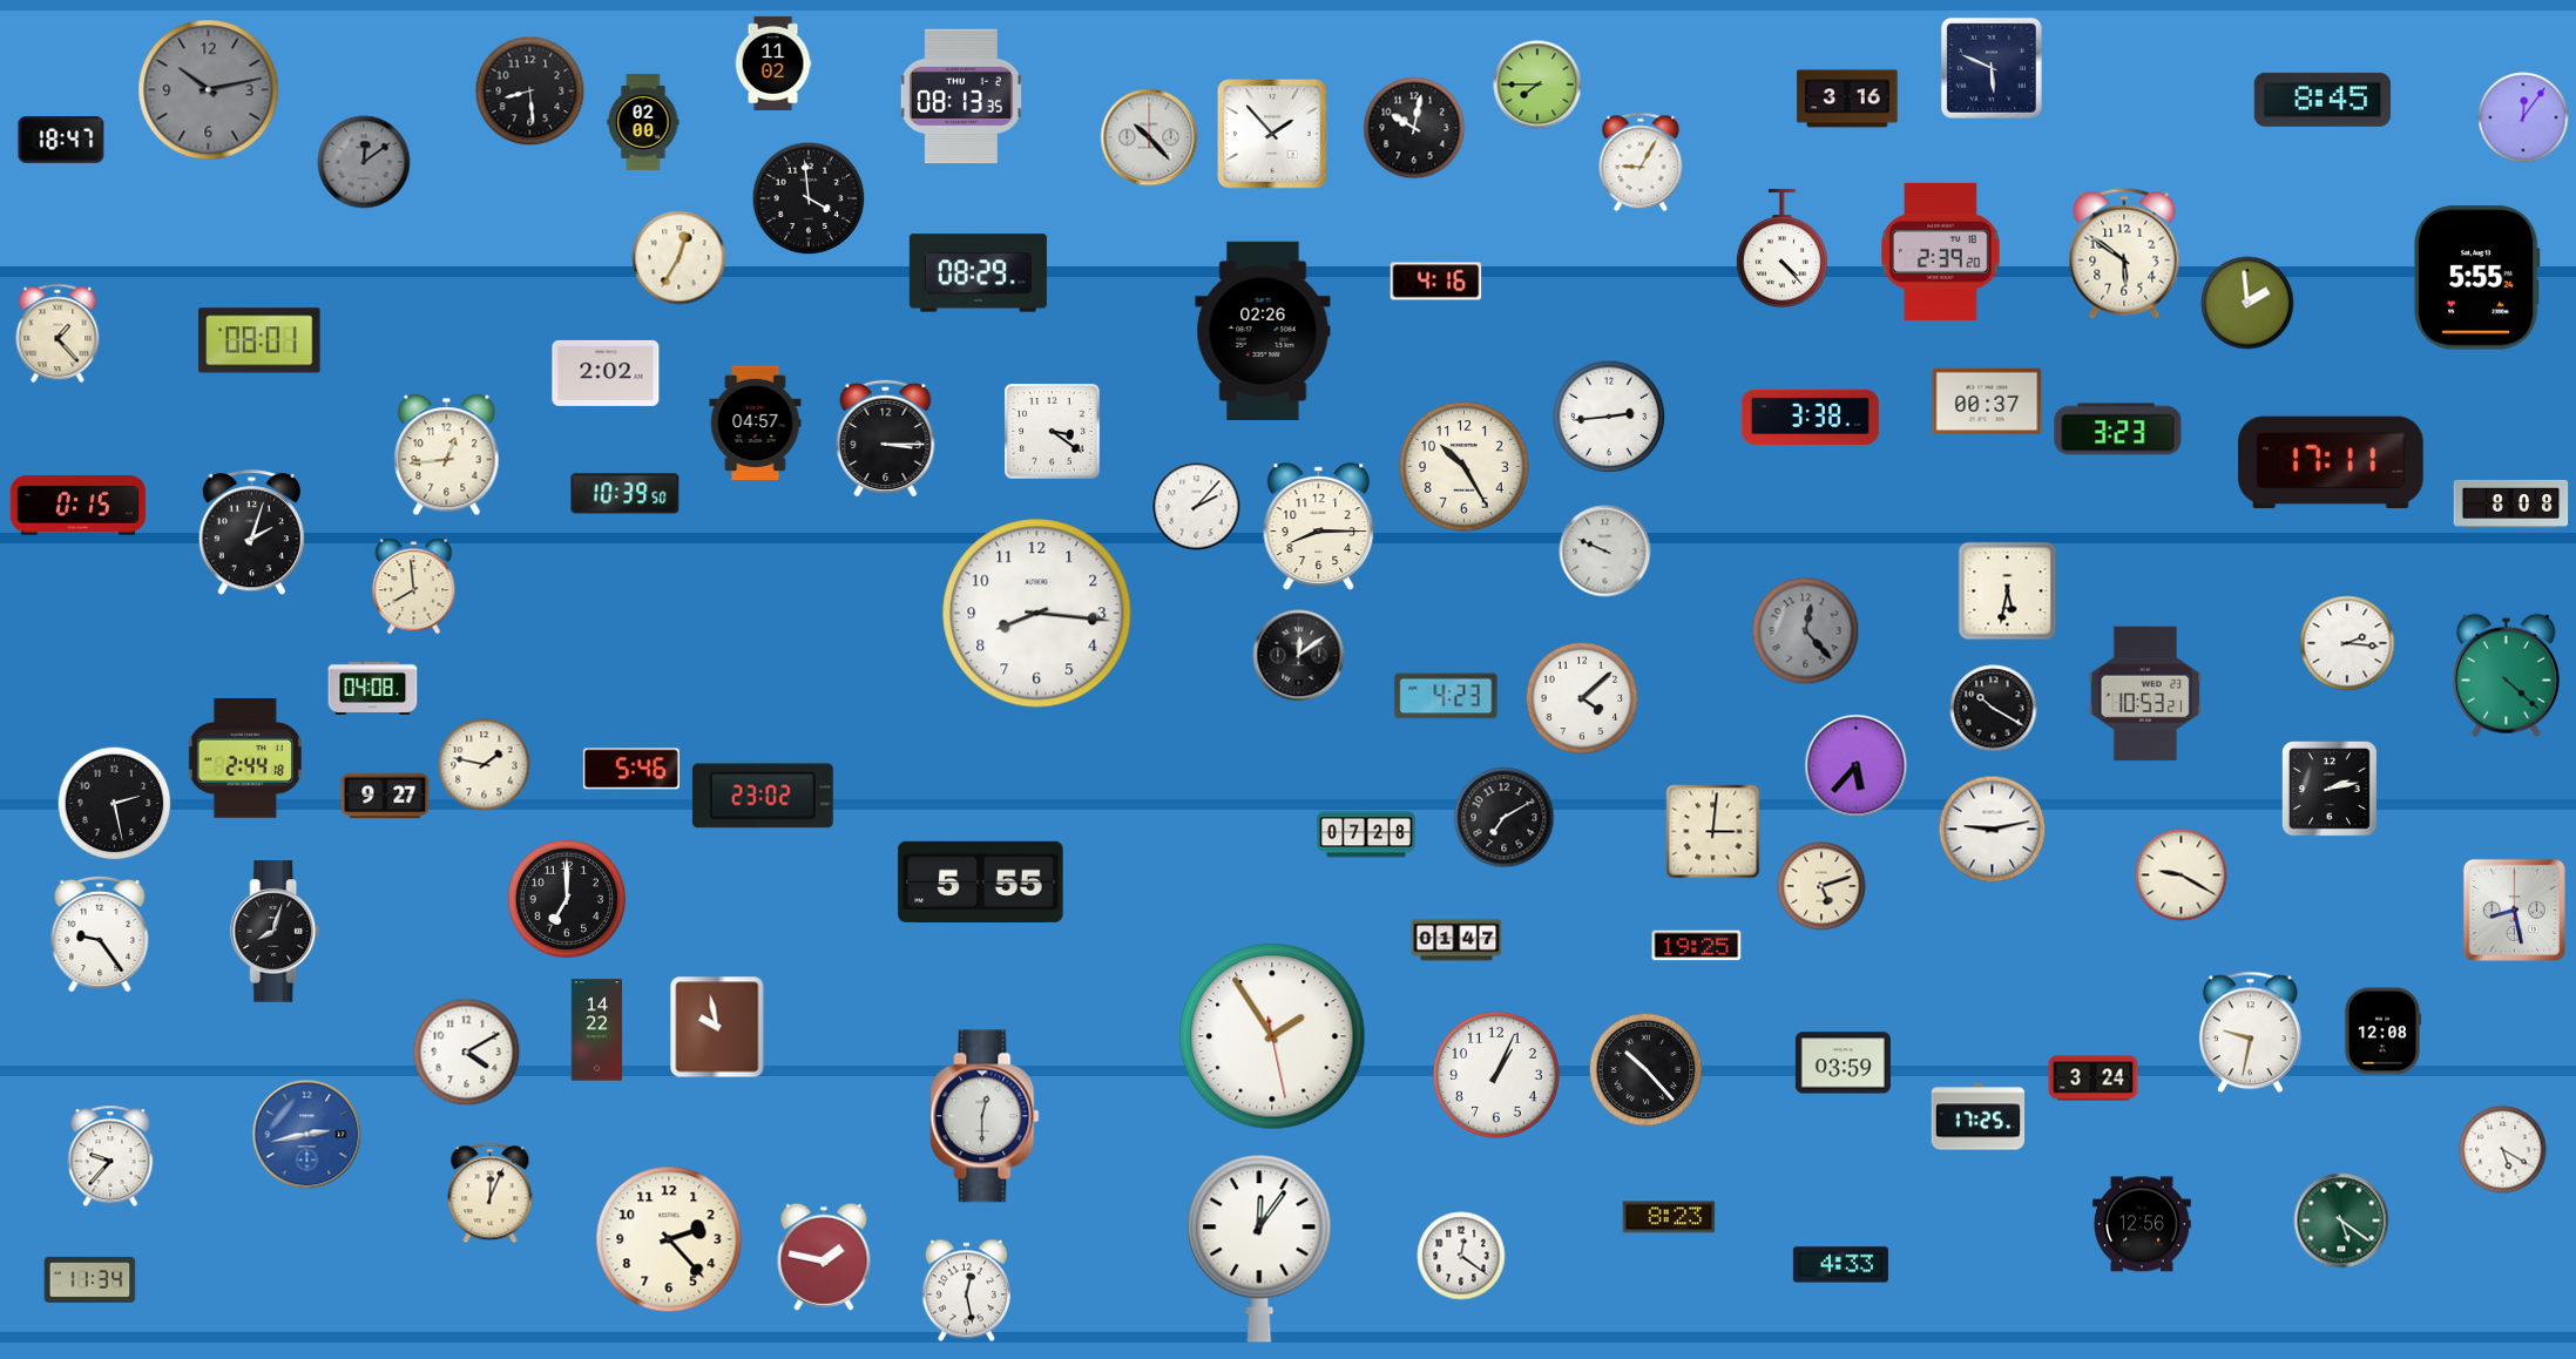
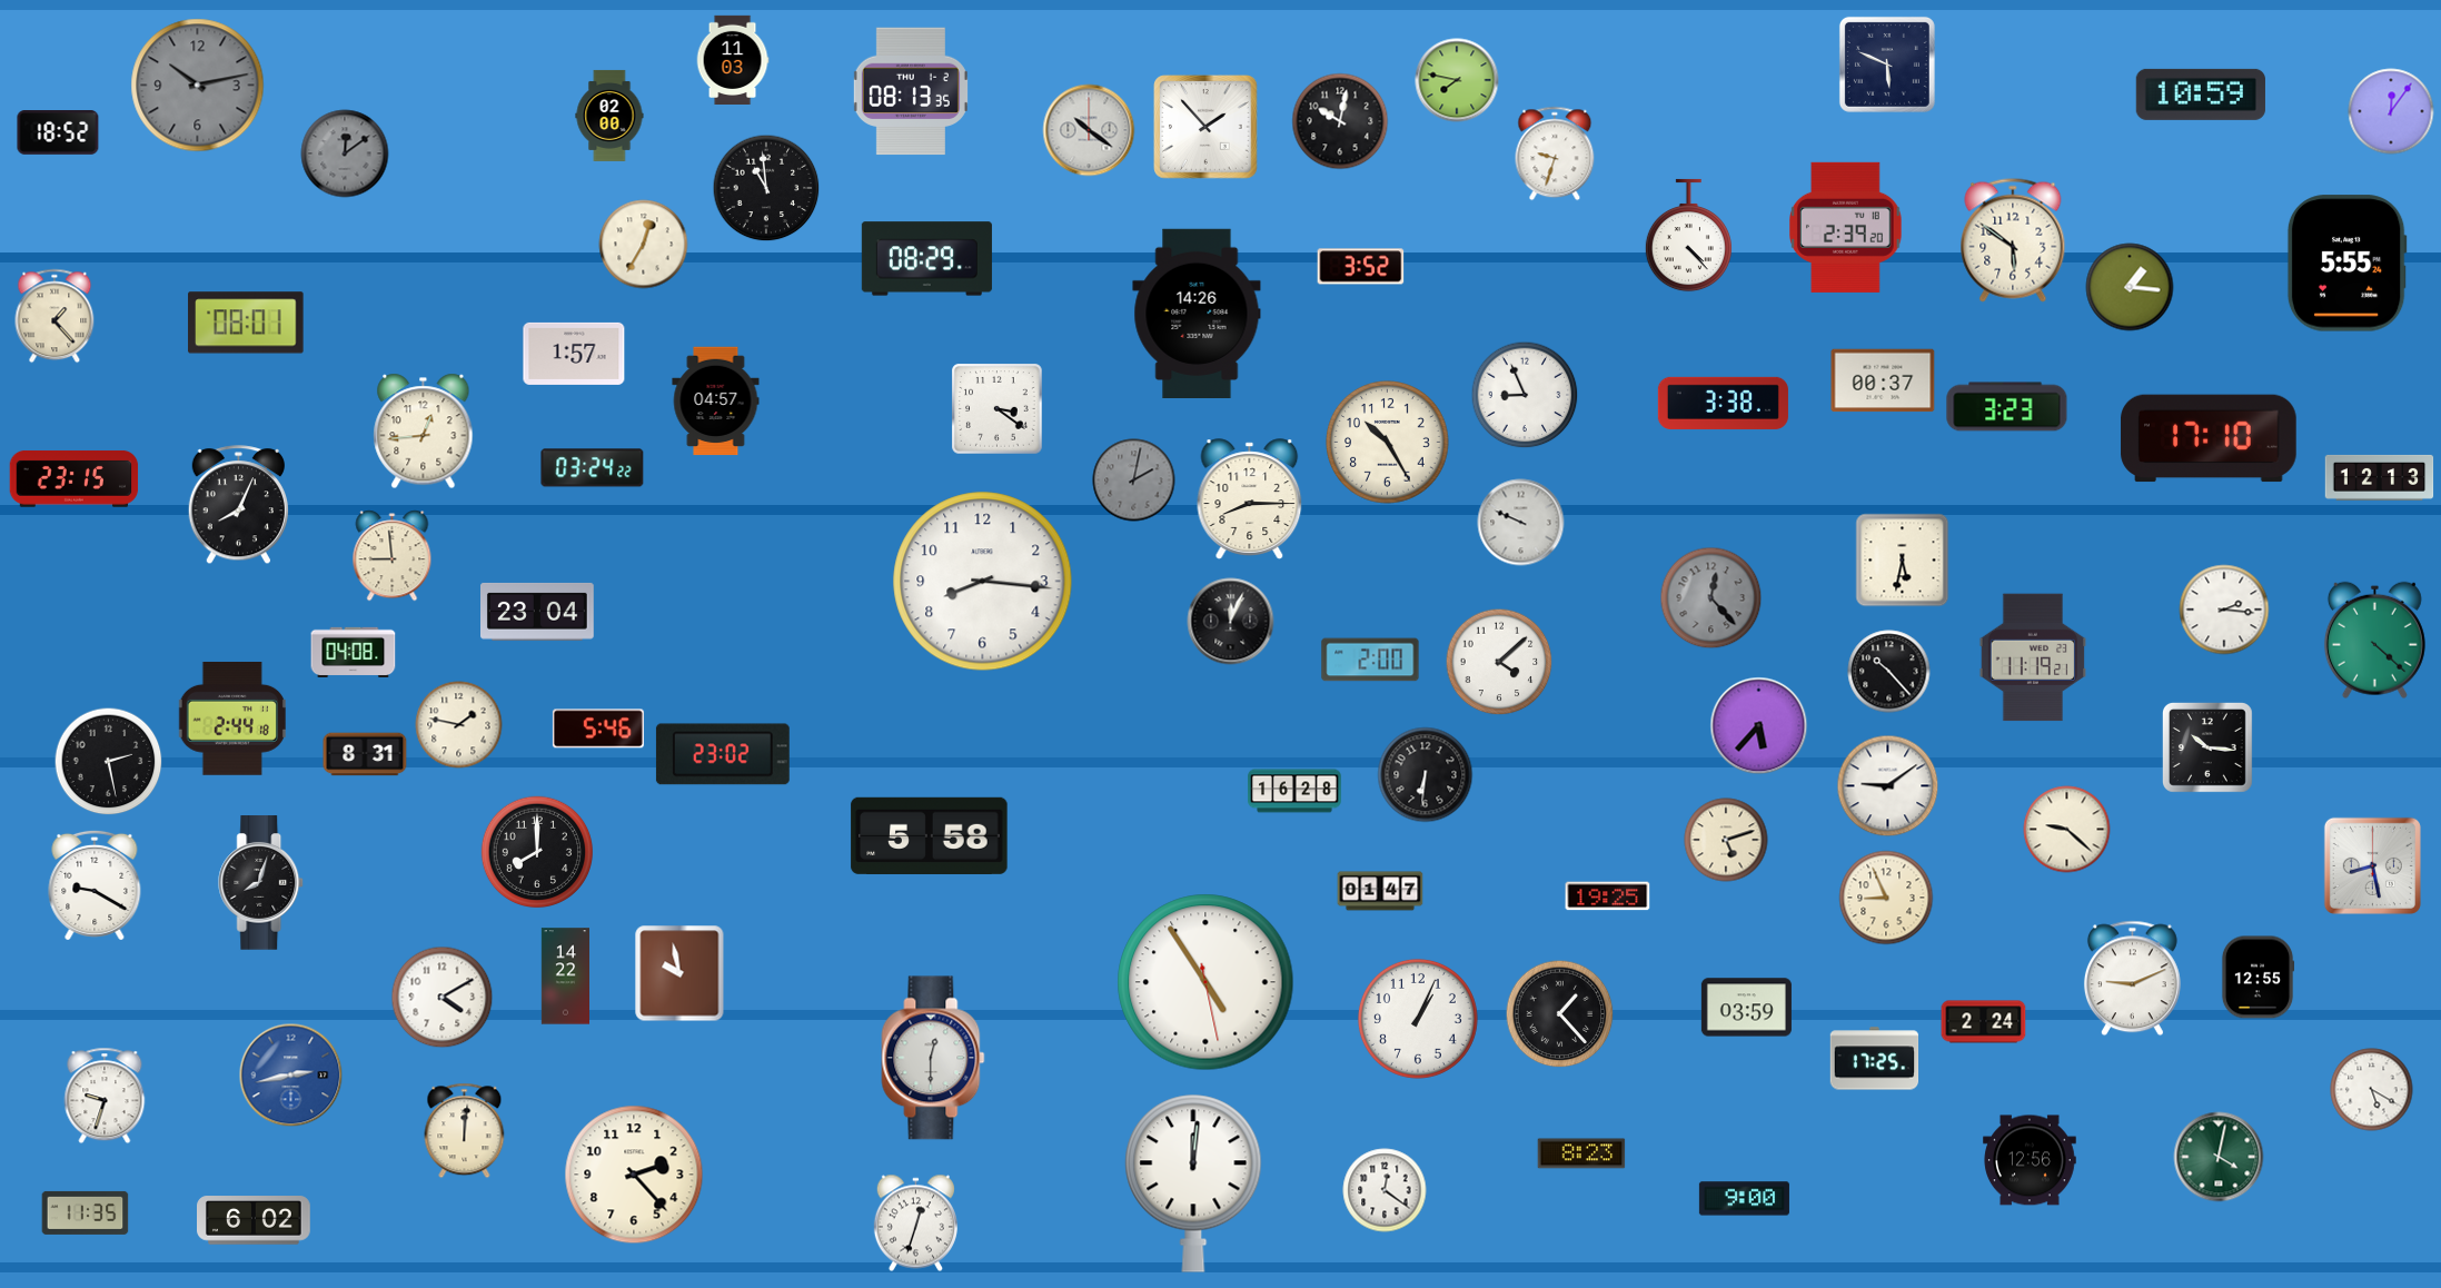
clock at (773, 62): 11:02 -> 11:03
clock at (1537, 84): 7:45 -> 7:47
clock at (530, 92): 8:29 -> none
clock at (1847, 99): 3:16 -> none
clock at (2323, 100): 8:45 -> 10:59
clock at (1149, 137): 10:23 -> 10:21
clock at (61, 141): 18:47 -> 18:52
clock at (1641, 162): 9:05 -> 9:33
clock at (809, 198): 3:59 -> 10:59
clock at (1941, 251) position: (1941, 251) -> (1846, 227)
clock at (1436, 282): 4:16 -> 3:52
clock at (2247, 303): 1:59 -> 1:16
clock at (1263, 330): 02:26 -> 14:26
clock at (606, 373): 2:02 -> 1:57
clock at (1609, 417): 2:44 -> 8:56
clock at (1810, 417) position: (1810, 417) -> (1723, 403)
clock at (886, 437): 3:15 -> none
clock at (2331, 462): 17:11 -> 17:10
clock at (626, 494): 10:39 -> 03:24
clock at (2511, 503): 8:08 -> 12:13
clock at (79, 506): 0:15 -> 23:15
clock at (1197, 507): 2:07 -> 2:02
clock at (1197, 507) dial: white -> grey
clock at (251, 533): 2:03 -> 8:04
clock at (414, 587): 7:59 -> 8:59
clock at (538, 612): none -> 23:04
clock at (1299, 656): 12:09 -> 12:04
clock at (2145, 694): 10:53 -> 11:19
clock at (1446, 696): 4:23 -> 2:00
clock at (1994, 709): 10:20 -> 10:23
clock at (2330, 789): 2:13 -> 10:16
clock at (385, 796): 9:27 -> 8:31
clock at (1505, 818): 7:10 -> 6:31
clock at (1993, 830): 9:13 -> 9:09
clock at (1713, 832): 3:01 -> none
clock at (1366, 834): 07:28 -> 16:28
clock at (2182, 875): 9:20 -> 9:22
clock at (981, 881): 5:55 -> 5:58
clock at (566, 898): 7:00 -> 8:00
clock at (2514, 910) position: (2514, 910) -> (2372, 865)
clock at (100, 934): 9:24 -> 9:20
clock at (1886, 898): none -> 8:56
clock at (2382, 1032): 12:08 -> 12:55
clock at (2250, 1033): 9:32 -> 9:11
clock at (1272, 1036): 1:54 -> 4:54
clock at (1647, 1070): 10:23 -> 1:23
clock at (2094, 1079): 3:24 -> 2:24
clock at (110, 1156): 9:37 -> 9:33
clock at (491, 1194): 12:04 -> 12:01
clock at (2341, 1221): 5:21 -> 4:02
clock at (1259, 1249): 12:06 -> 12:01
clock at (824, 1257): 1:47 -> none
clock at (1840, 1265): 4:33 -> 9:00
clock at (90, 1279): 11:34 -> 11:35
clock at (255, 1220): none -> 6:02
clock at (966, 1291): 12:28 -> 12:33
